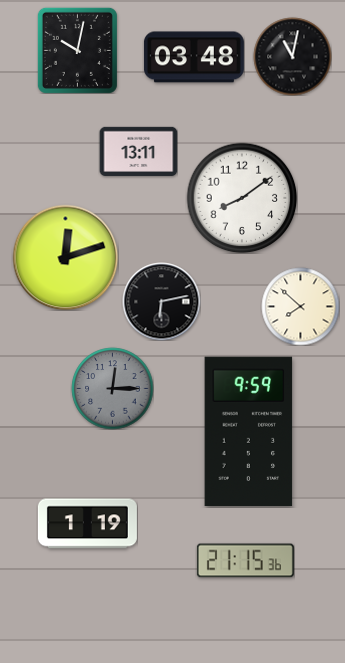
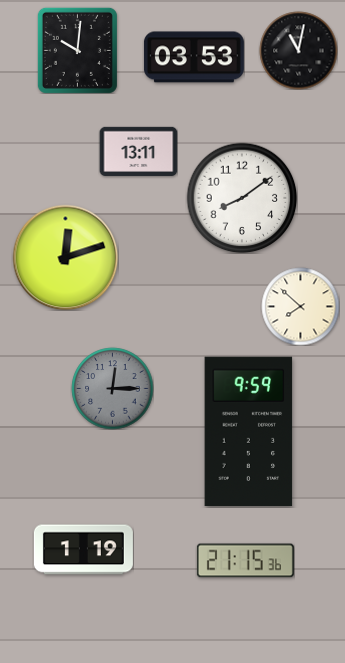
clock at (77, 50): 10:02 -> 10:01
clock at (292, 56) position: (292, 56) -> (298, 50)
clock at (194, 57): 03:48 -> 03:53
clock at (161, 301): 6:13 -> none
clock at (87, 524) position: (87, 524) -> (83, 550)
